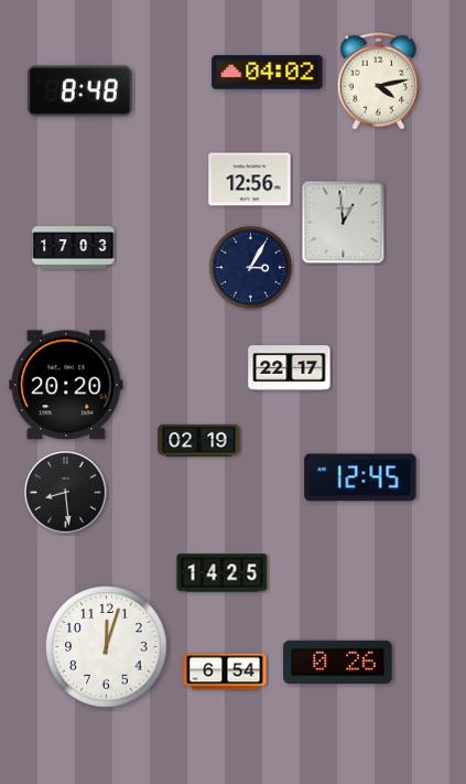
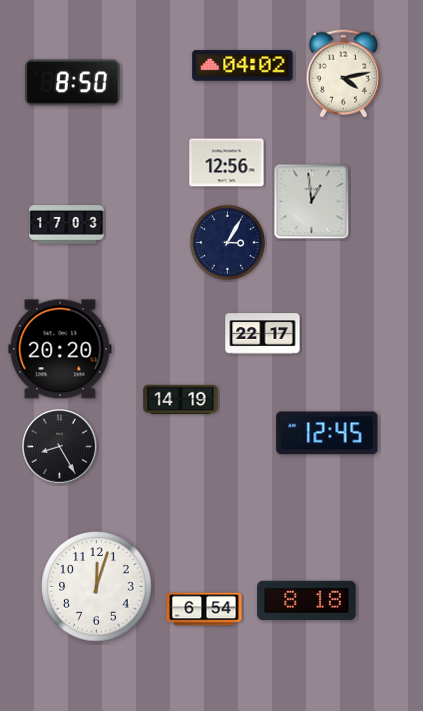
clock at (79, 92): 8:48 -> 8:50
clock at (199, 441): 02:19 -> 14:19
clock at (66, 493): 8:29 -> 8:25
clock at (223, 573): 14:25 -> none
clock at (338, 662): 0:26 -> 8:18
